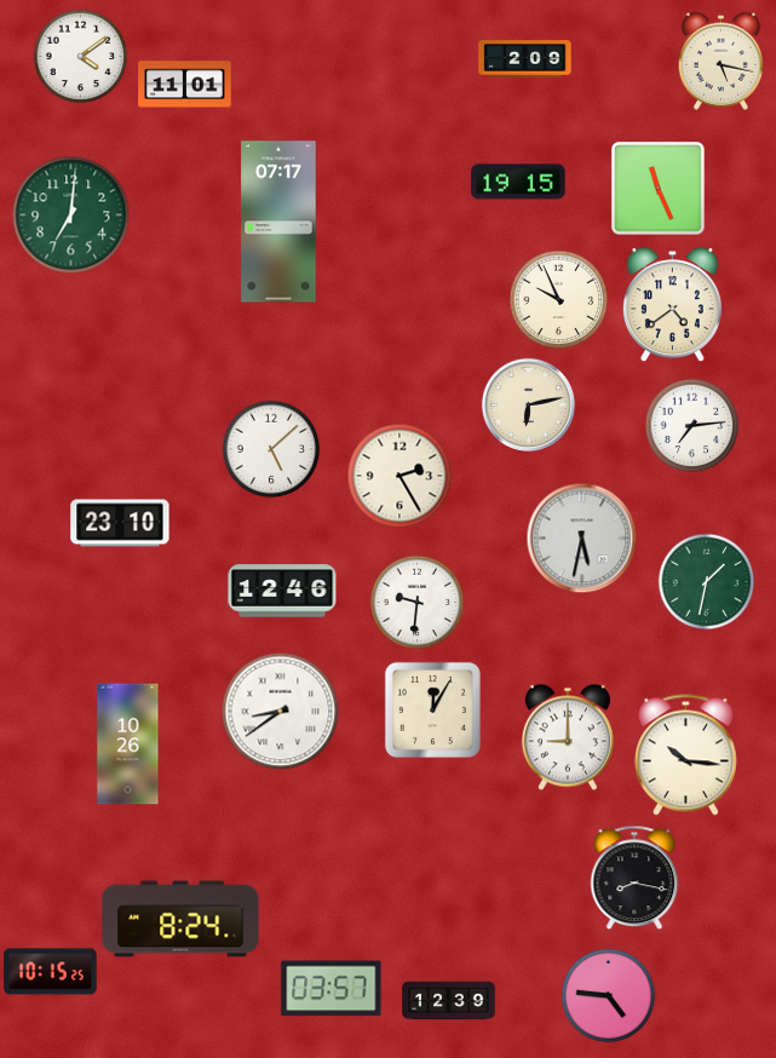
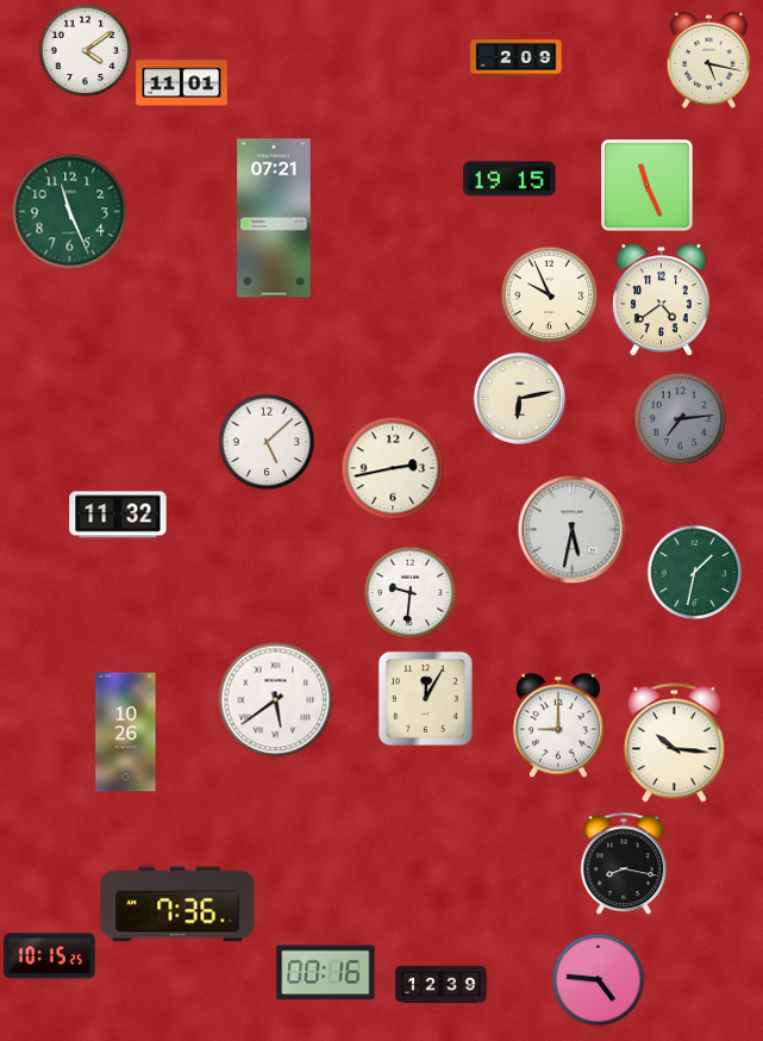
clock at (80, 56) position: (80, 56) -> (85, 50)
clock at (70, 214): 7:01 -> 11:26
clock at (278, 222): 07:17 -> 07:21
clock at (691, 425) dial: white -> grey
clock at (400, 476): 2:25 -> 2:43
clock at (120, 523): 23:10 -> 11:32
clock at (282, 591): 12:46 -> none
clock at (280, 711): 8:39 -> 5:39
clock at (180, 919): 8:24 -> 7:36
clock at (332, 989): 03:57 -> 00:16
